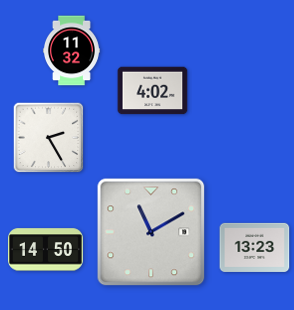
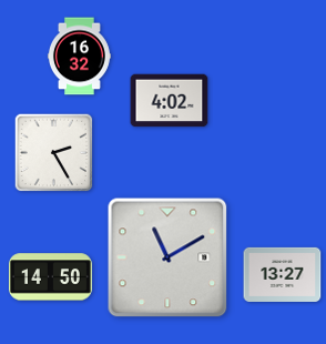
clock at (71, 51): 11:32 -> 16:32
clock at (255, 247): 13:23 -> 13:27
